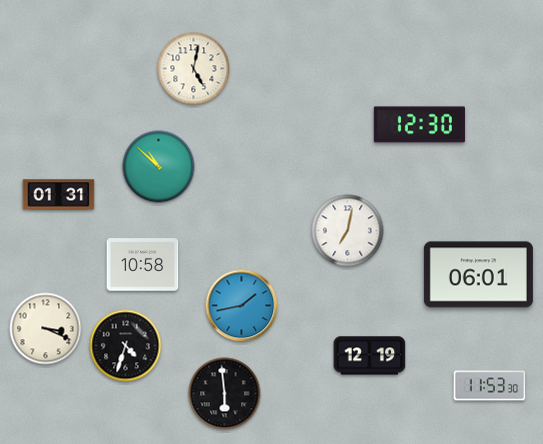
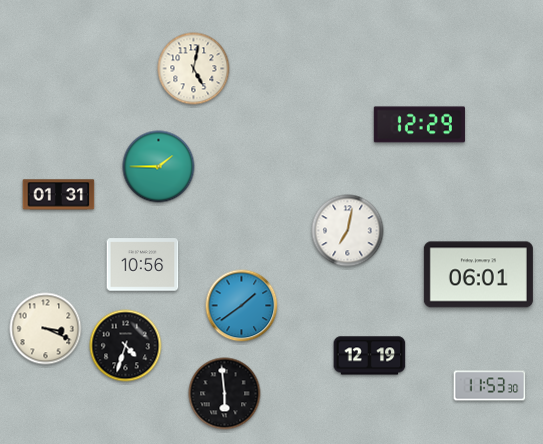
clock at (419, 125): 12:30 -> 12:29
clock at (159, 167): 10:52 -> 1:45
clock at (143, 265): 10:58 -> 10:56
clock at (242, 306): 1:43 -> 1:39
